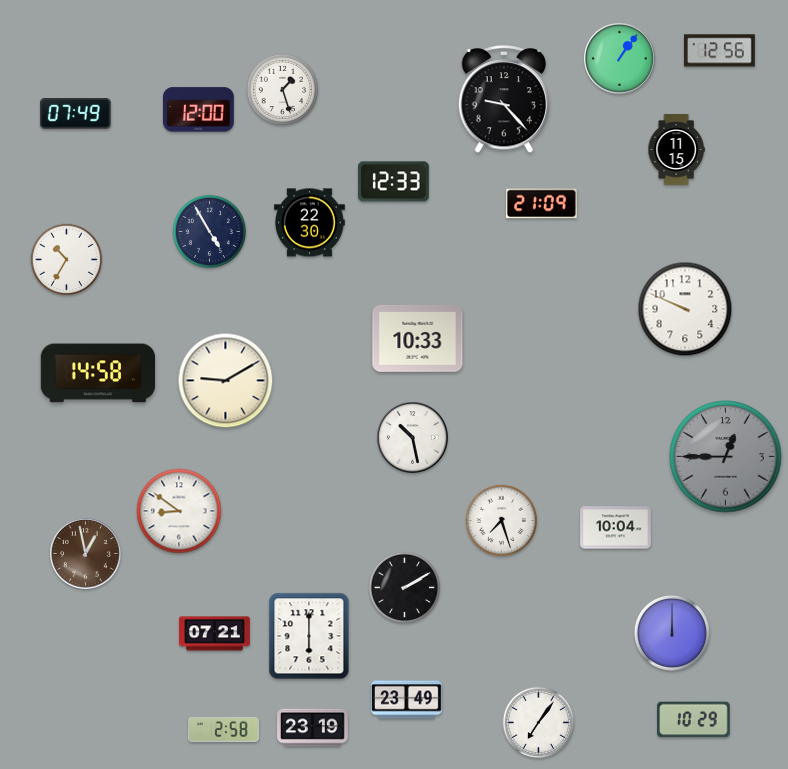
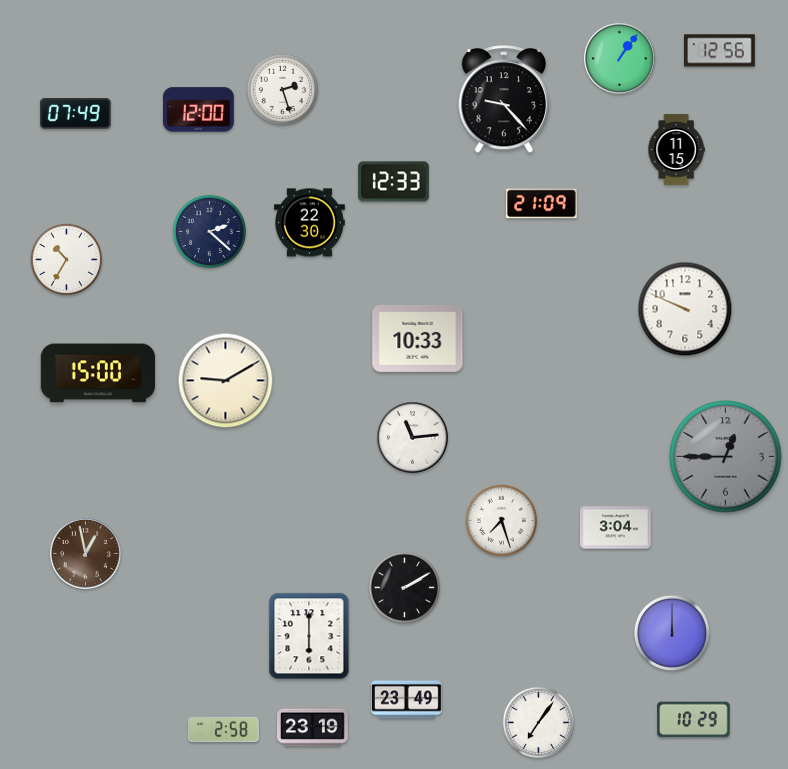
clock at (283, 90): 1:27 -> 2:27
clock at (209, 231): 4:55 -> 2:22
clock at (97, 373): 14:58 -> 15:00
clock at (413, 438): 10:28 -> 11:14
clock at (179, 511): 8:51 -> none
clock at (616, 528): 10:04 -> 3:04
clock at (215, 634): 07:21 -> none
